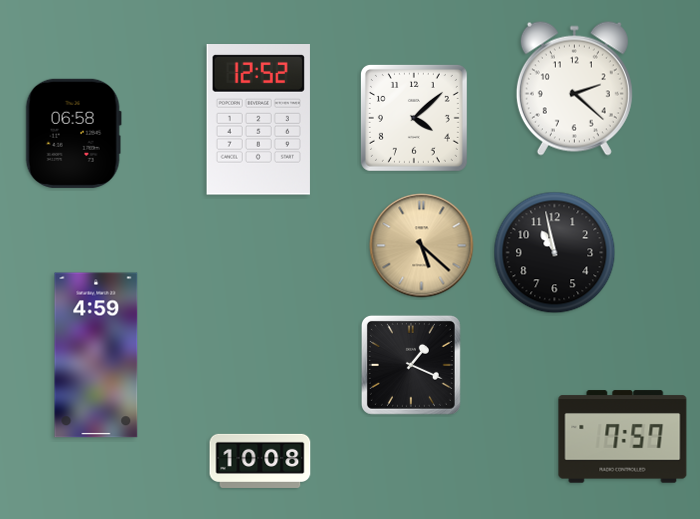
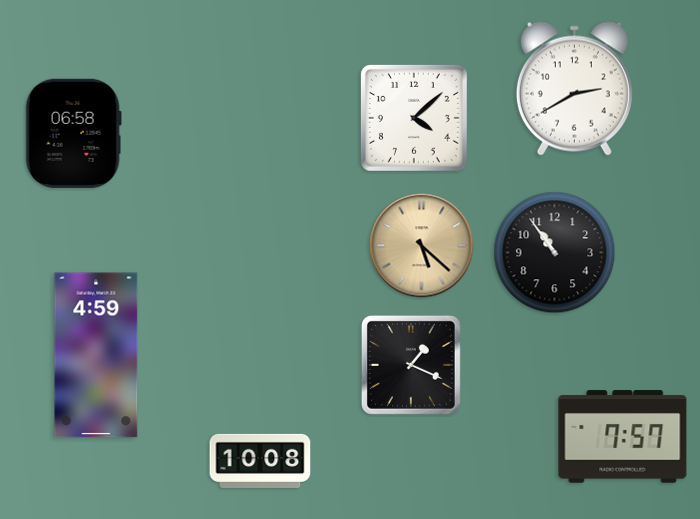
clock at (574, 88): 2:22 -> 2:40
clock at (258, 120): 12:52 -> none
clock at (555, 253): 10:58 -> 10:54
